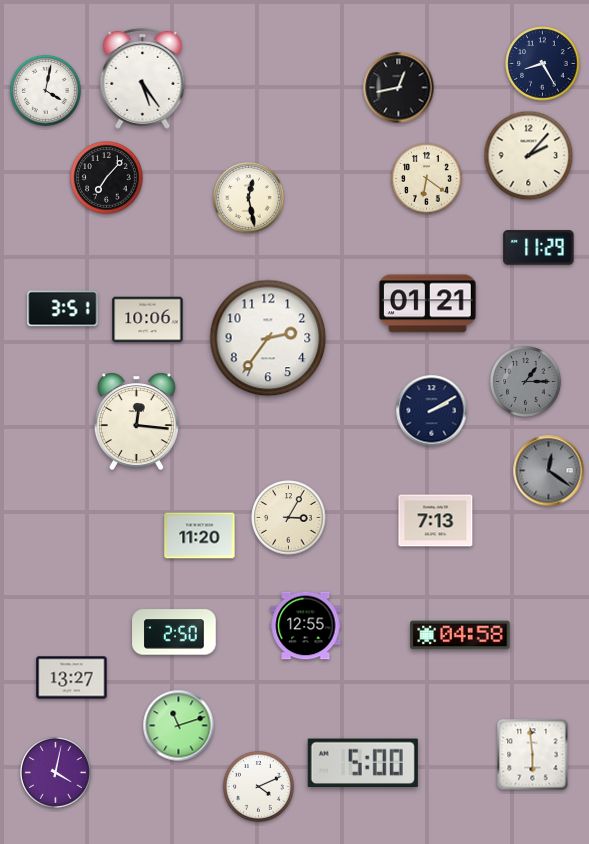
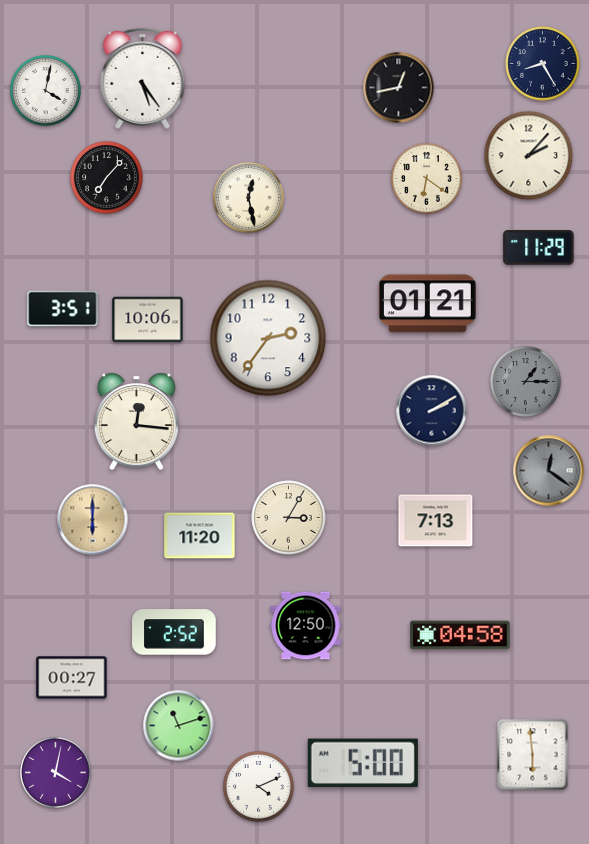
clock at (93, 520): none -> 6:00
clock at (306, 626): 12:55 -> 12:50
clock at (174, 632): 2:50 -> 2:52
clock at (72, 678): 13:27 -> 00:27
